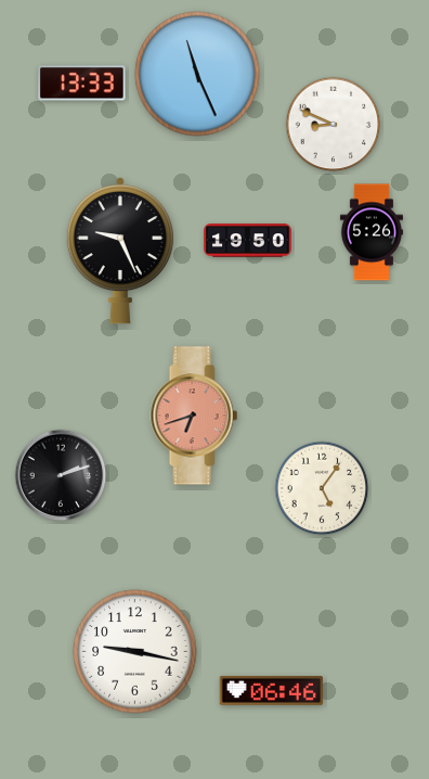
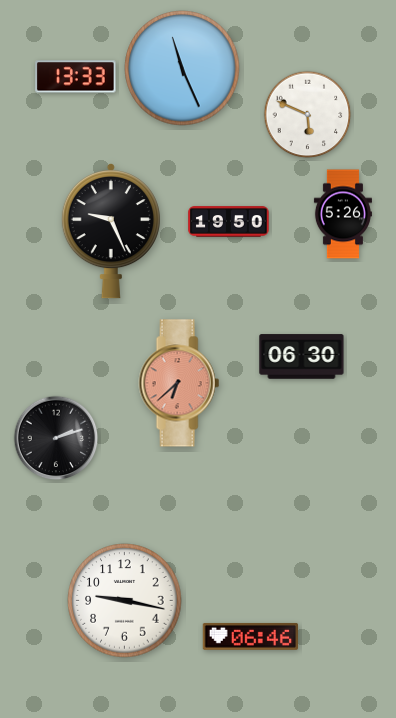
clock at (334, 125): 8:49 -> 5:49
clock at (302, 357): none -> 06:30
clock at (194, 416): 6:42 -> 6:38
clock at (322, 488): 5:06 -> none
